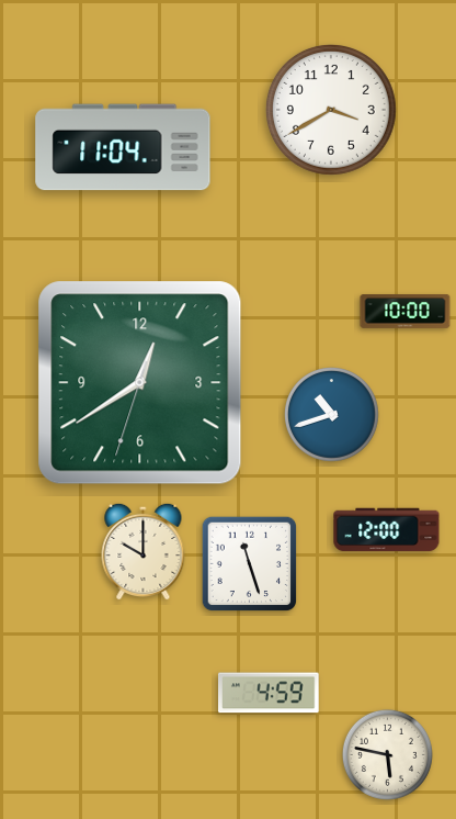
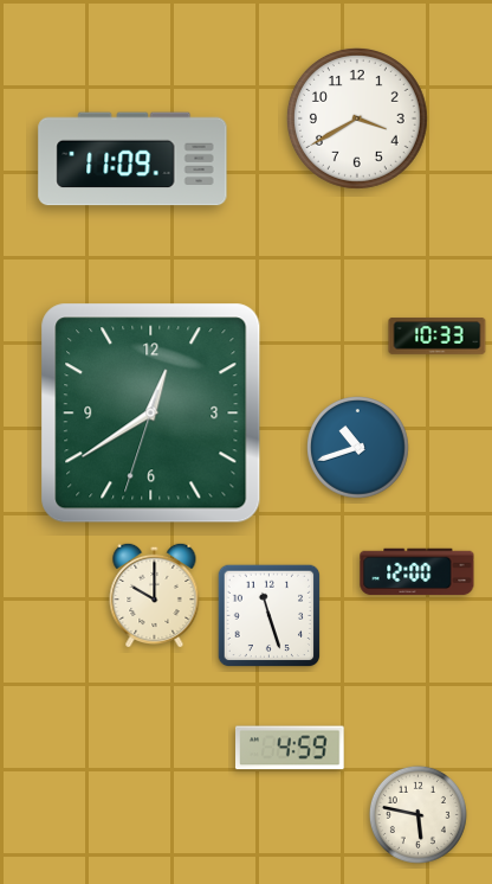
clock at (123, 147): 11:04 -> 11:09
clock at (406, 312): 10:00 -> 10:33
clock at (250, 564) position: (250, 564) -> (270, 616)
